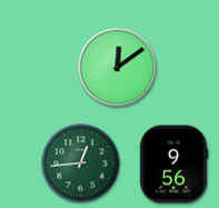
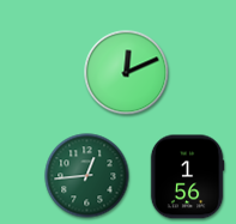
clock at (118, 68): 12:09 -> 12:11
clock at (173, 165): 9:56 -> 1:56
